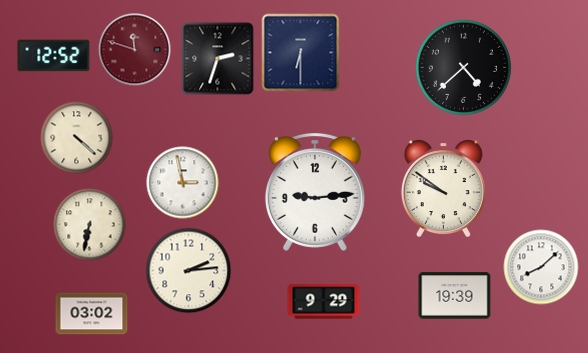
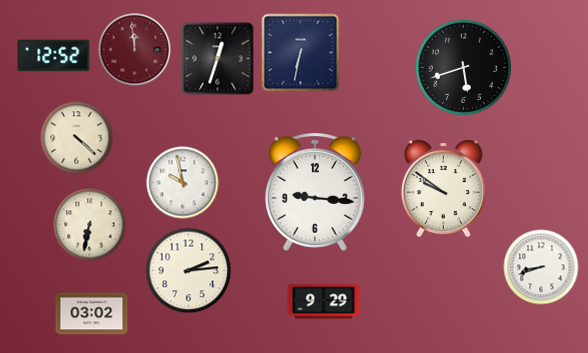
clock at (135, 50): 11:48 -> 11:59
clock at (301, 53): 6:30 -> 6:32
clock at (218, 59): 2:33 -> 12:33
clock at (463, 67): 4:38 -> 5:42
clock at (183, 183): 2:58 -> 9:58
clock at (315, 193): 9:14 -> 9:16
clock at (541, 267): 8:08 -> 8:42
clock at (455, 296): 19:39 -> none
